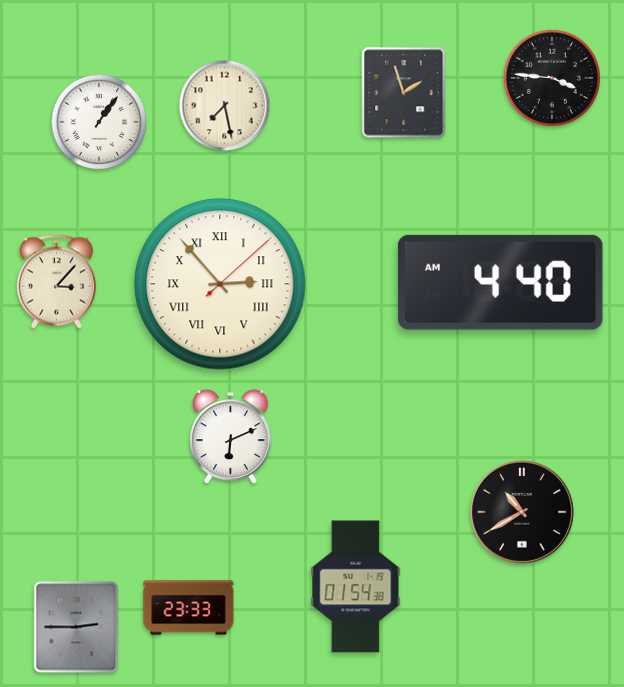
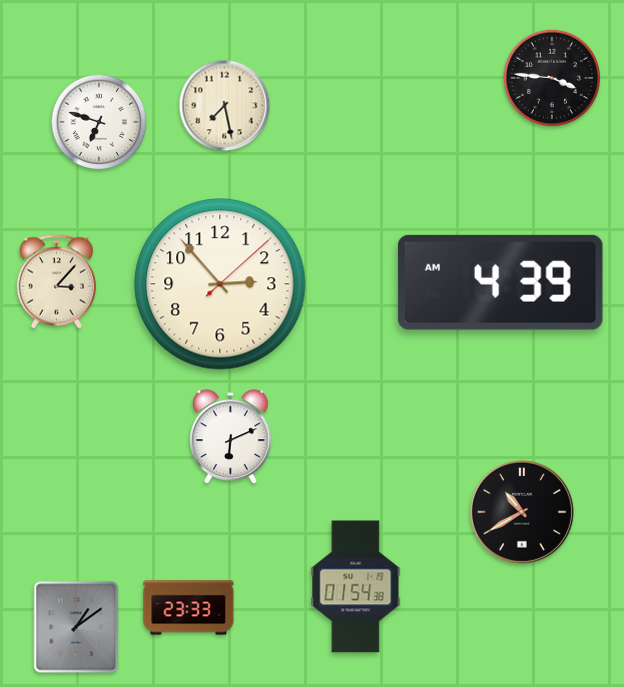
clock at (404, 93): 1:57 -> none
clock at (99, 122): 1:06 -> 6:48
clock at (500, 282): 4:40 -> 4:39
clock at (220, 284) numerals: Roman -> Arabic
clock at (76, 627): 2:45 -> 1:09
